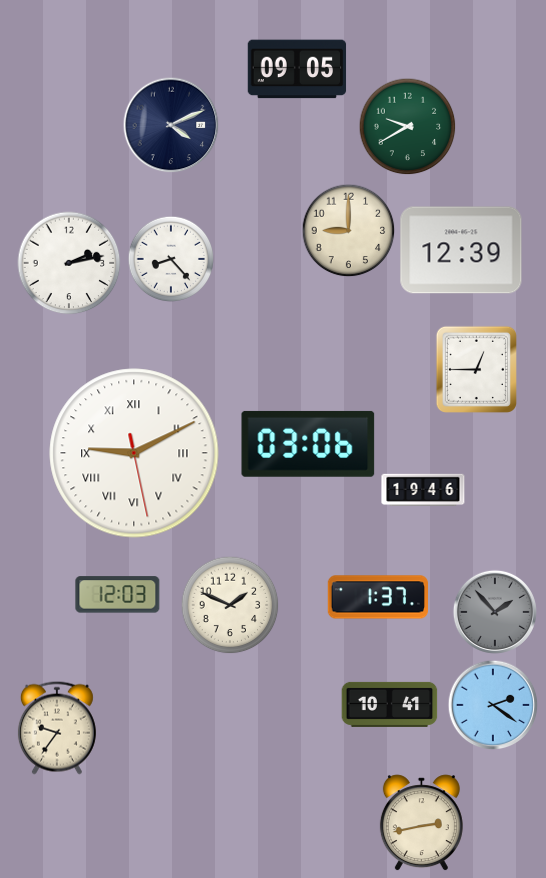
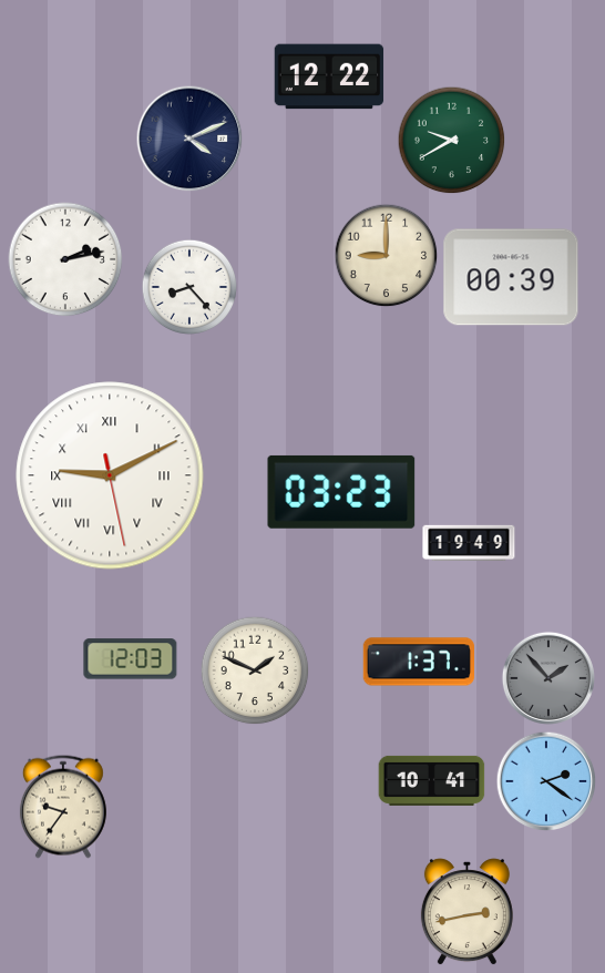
clock at (297, 69): 09:05 -> 12:22
clock at (461, 250): 12:39 -> 00:39
clock at (69, 263) position: (69, 263) -> (65, 259)
clock at (476, 369): 12:45 -> none
clock at (308, 444): 03:06 -> 03:23
clock at (134, 453) position: (134, 453) -> (110, 475)
clock at (423, 489): 19:46 -> 19:49
